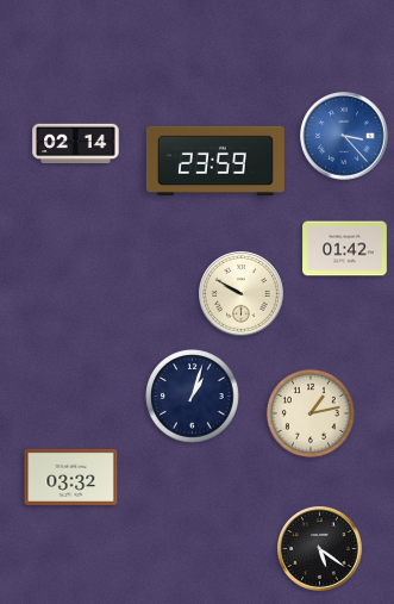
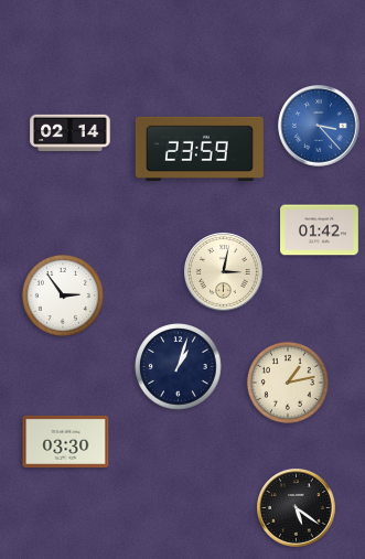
clock at (242, 294): 9:50 -> 3:02
clock at (63, 295): none -> 2:54
clock at (71, 477): 03:32 -> 03:30
